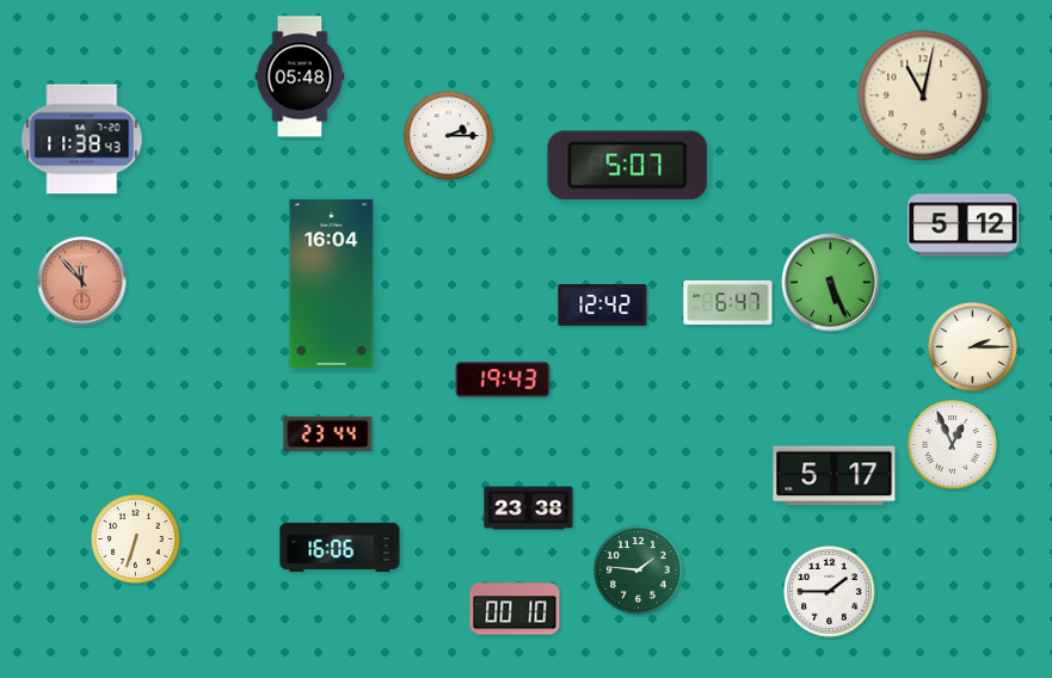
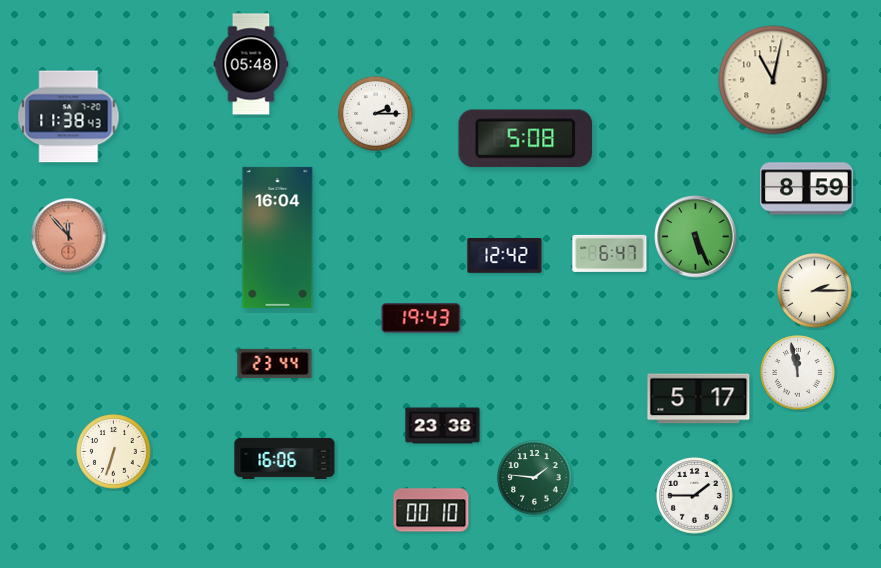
clock at (628, 166): 5:07 -> 5:08
clock at (964, 226): 5:12 -> 8:59
clock at (953, 445): 12:56 -> 11:58
